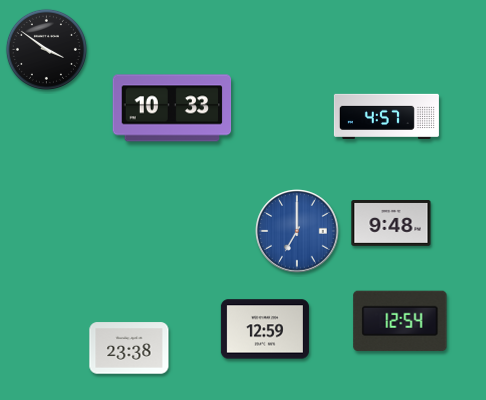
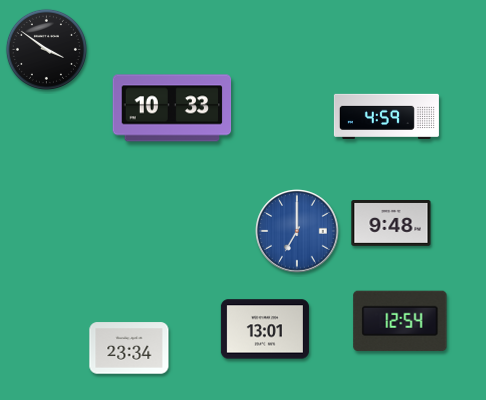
clock at (386, 116): 4:57 -> 4:59
clock at (265, 329): 12:59 -> 13:01
clock at (129, 348): 23:38 -> 23:34
